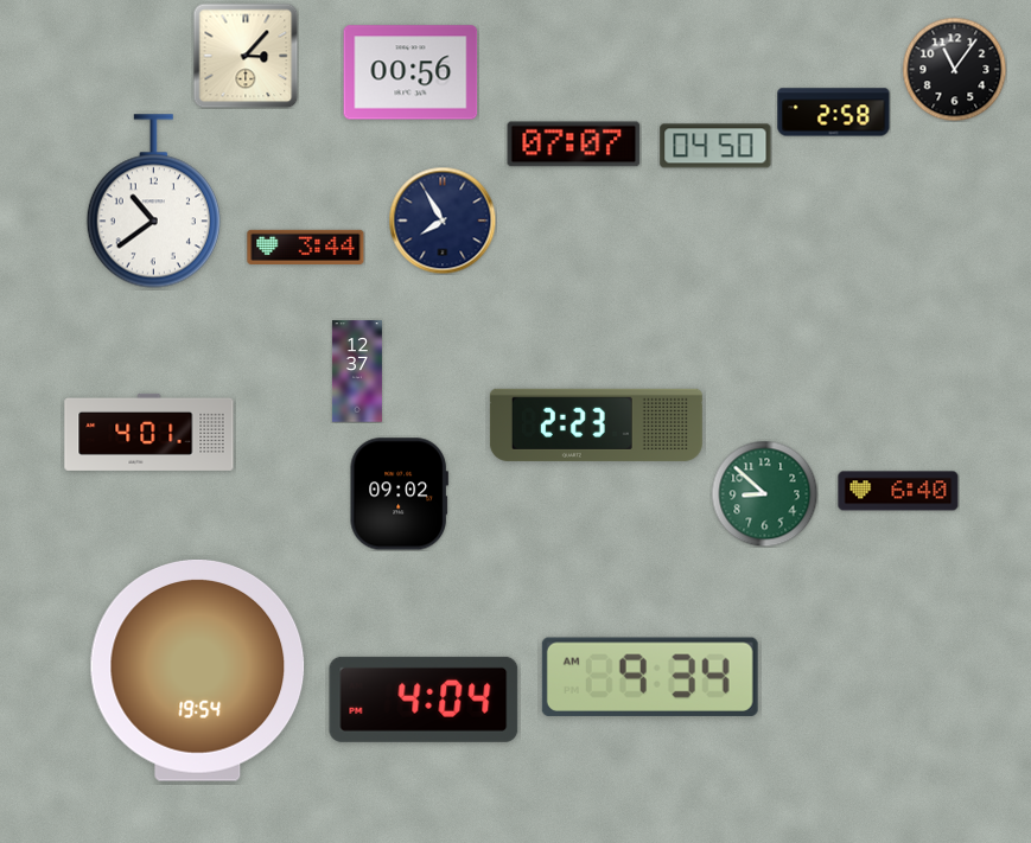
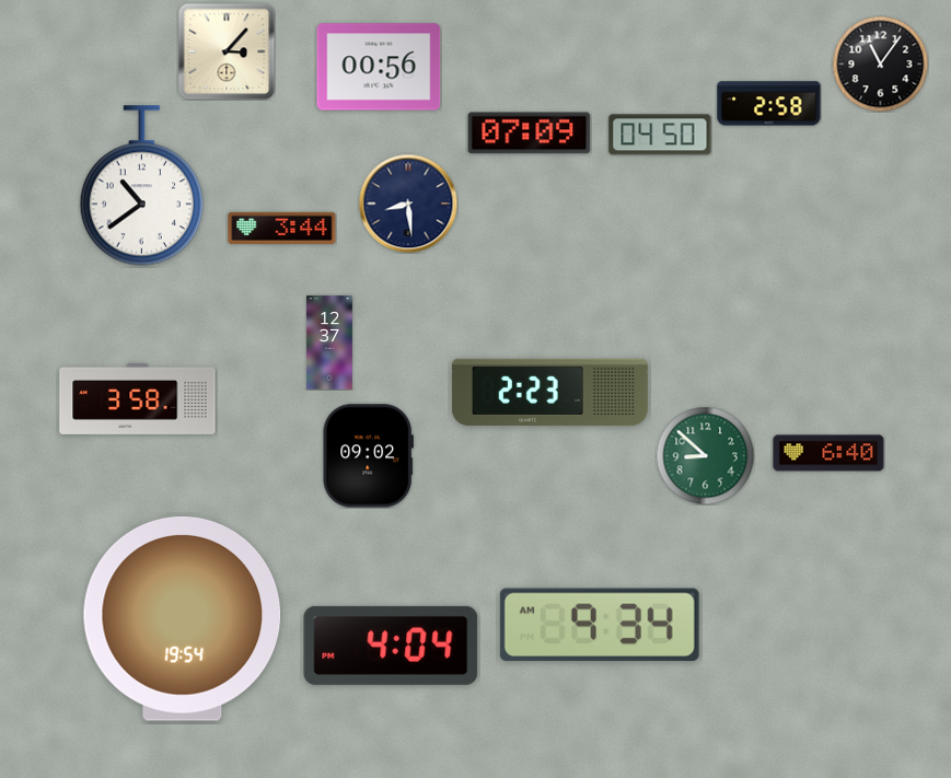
clock at (574, 145): 07:07 -> 07:09
clock at (443, 221): 7:55 -> 8:29
clock at (149, 432): 4:01 -> 3:58
